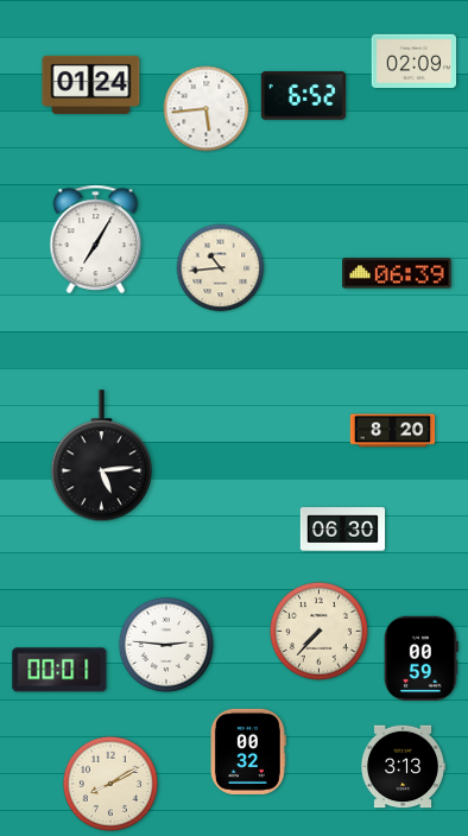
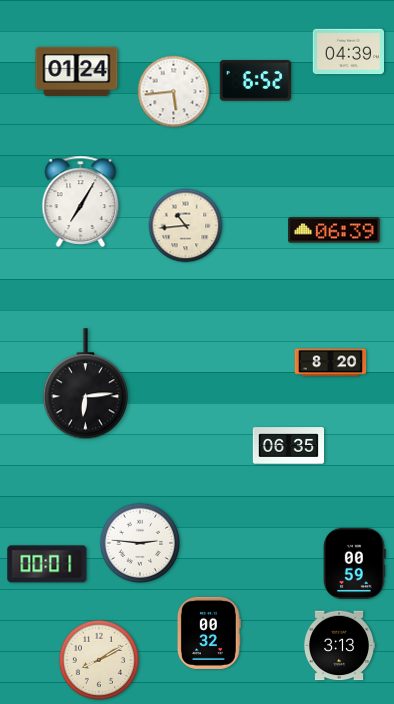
clock at (413, 62): 02:09 -> 04:39
clock at (101, 456): 5:14 -> 6:14
clock at (343, 530): 06:30 -> 06:35
clock at (318, 631): 7:37 -> none
clock at (422, 658) position: (422, 658) -> (355, 563)
clock at (59, 670) position: (59, 670) -> (47, 564)
clock at (110, 784) position: (110, 784) -> (99, 660)
